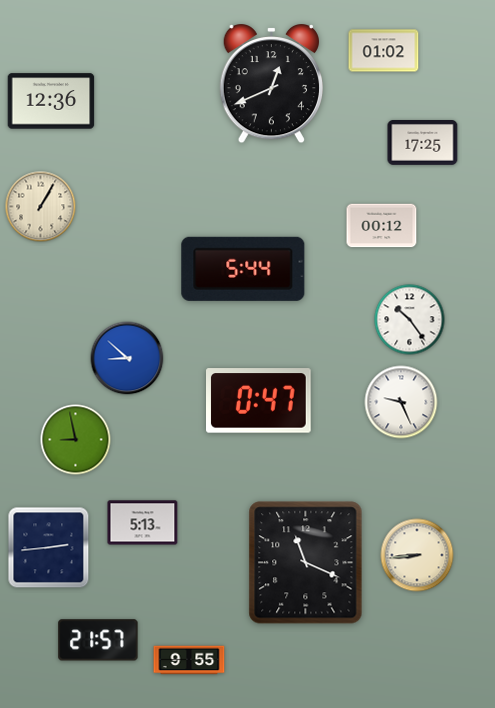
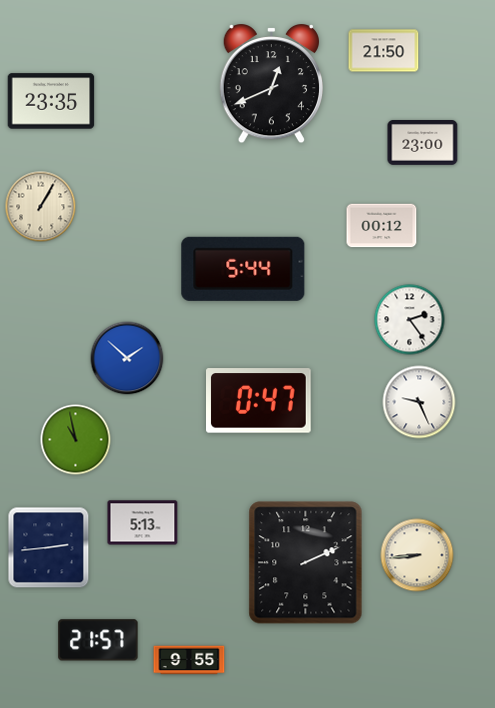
clock at (384, 51): 01:02 -> 21:50
clock at (51, 101): 12:36 -> 23:35
clock at (423, 143): 17:25 -> 23:00
clock at (410, 320): 10:24 -> 2:24
clock at (127, 358): 8:52 -> 1:52
clock at (401, 402) position: (401, 402) -> (419, 402)
clock at (76, 440): 8:58 -> 10:58
clock at (306, 563): 11:19 -> 2:11
